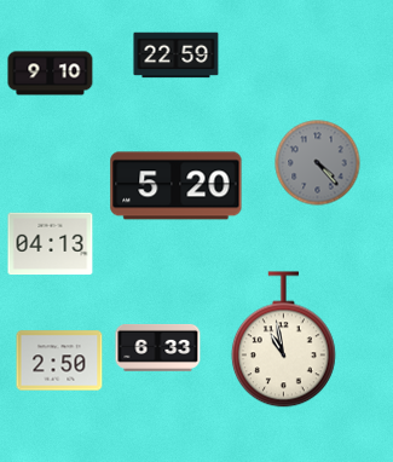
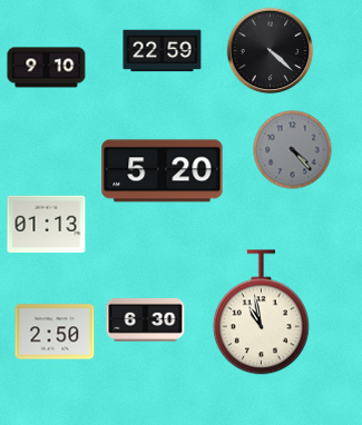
clock at (271, 51): none -> 4:22
clock at (51, 244): 04:13 -> 01:13
clock at (158, 347): 6:33 -> 6:30
